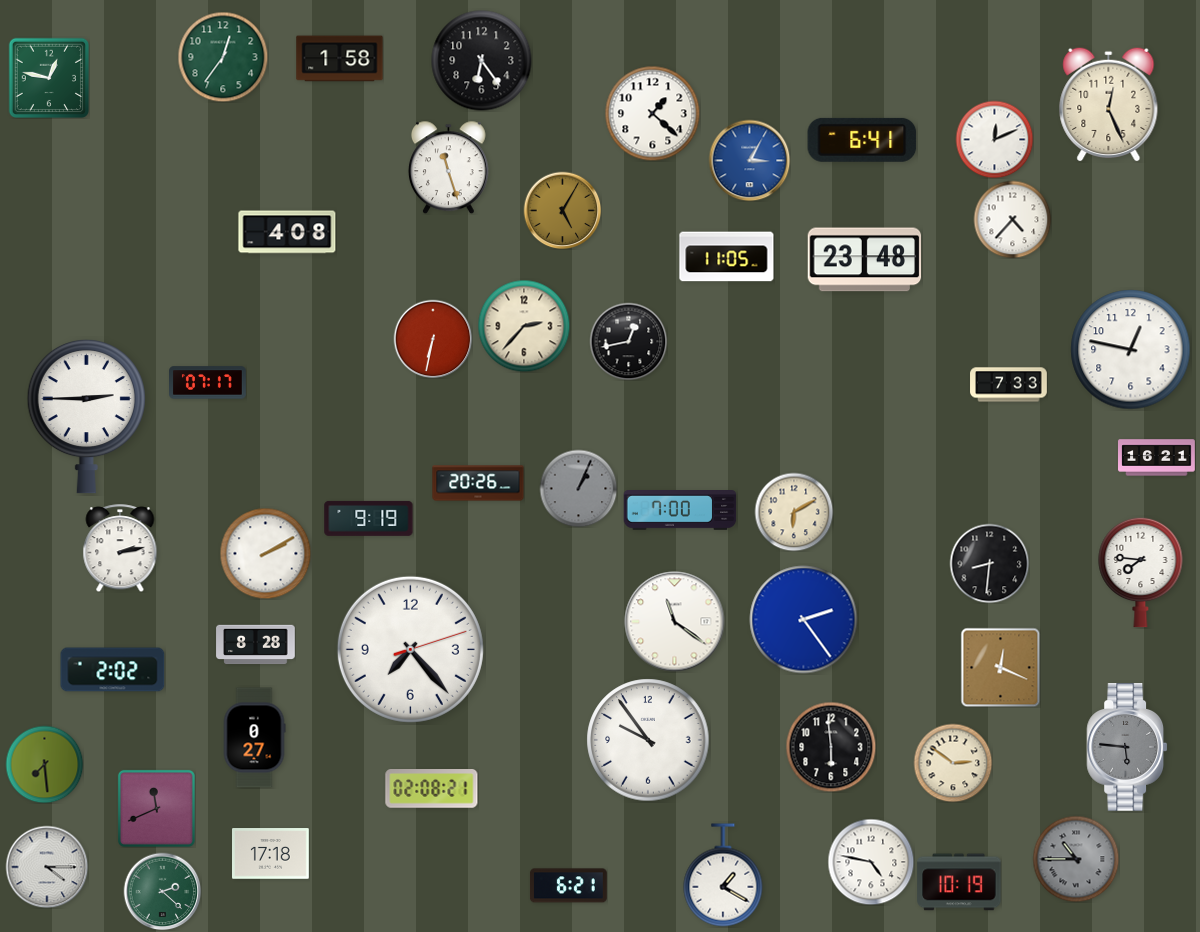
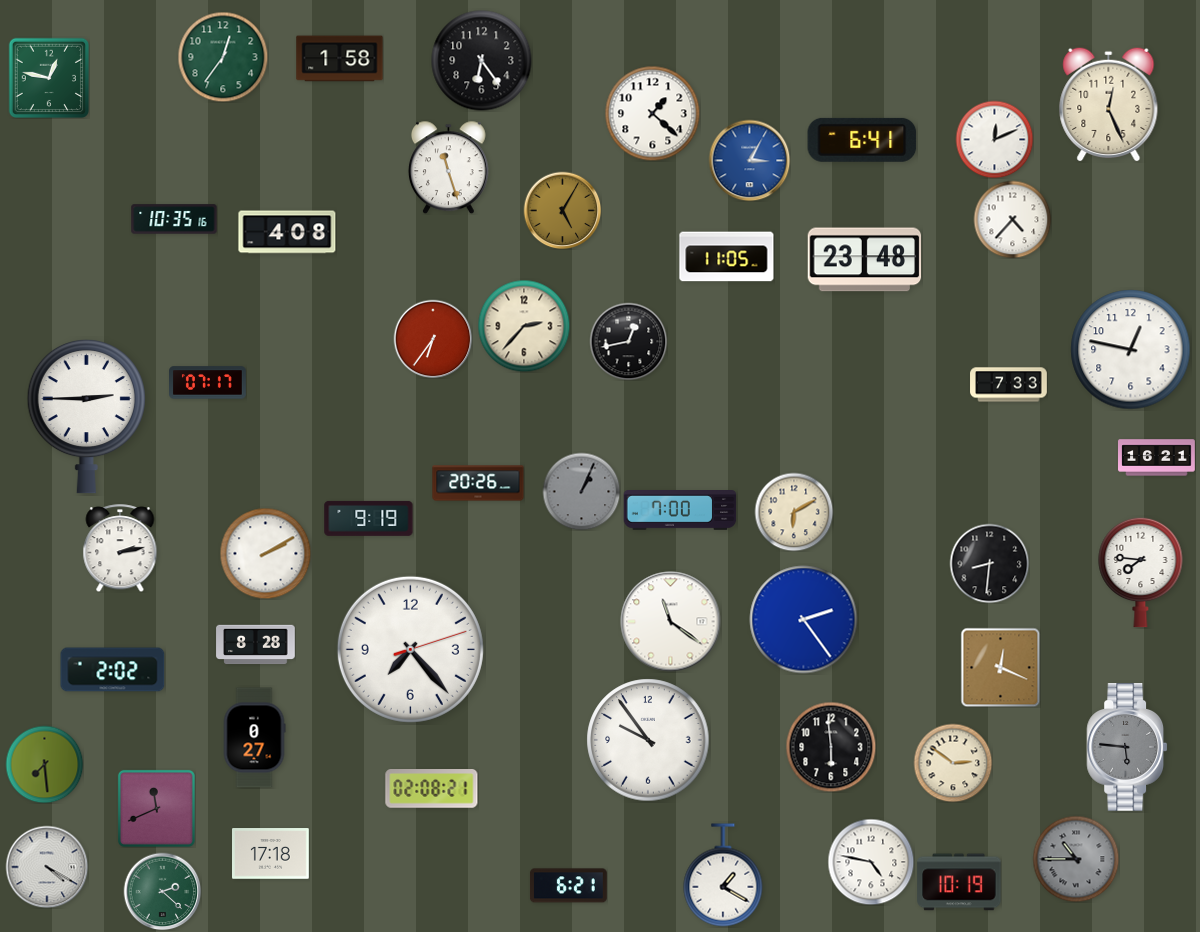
clock at (174, 219): none -> 10:35
clock at (433, 339): 6:32 -> 6:36
clock at (578, 488) position: (578, 488) -> (581, 491)
clock at (675, 622) position: (675, 622) -> (671, 622)
clock at (47, 867): 4:15 -> 4:20
